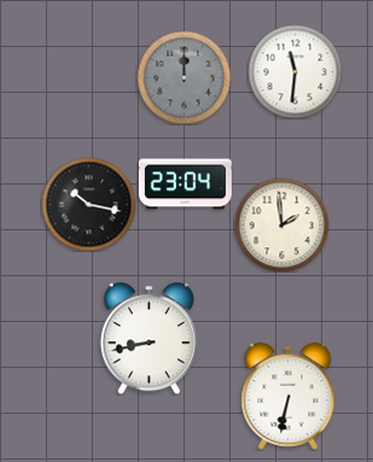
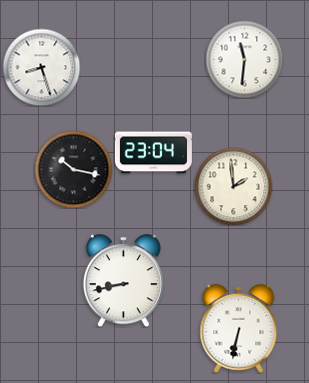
clock at (183, 77): 12:00 -> none
clock at (41, 67): none -> 8:27
